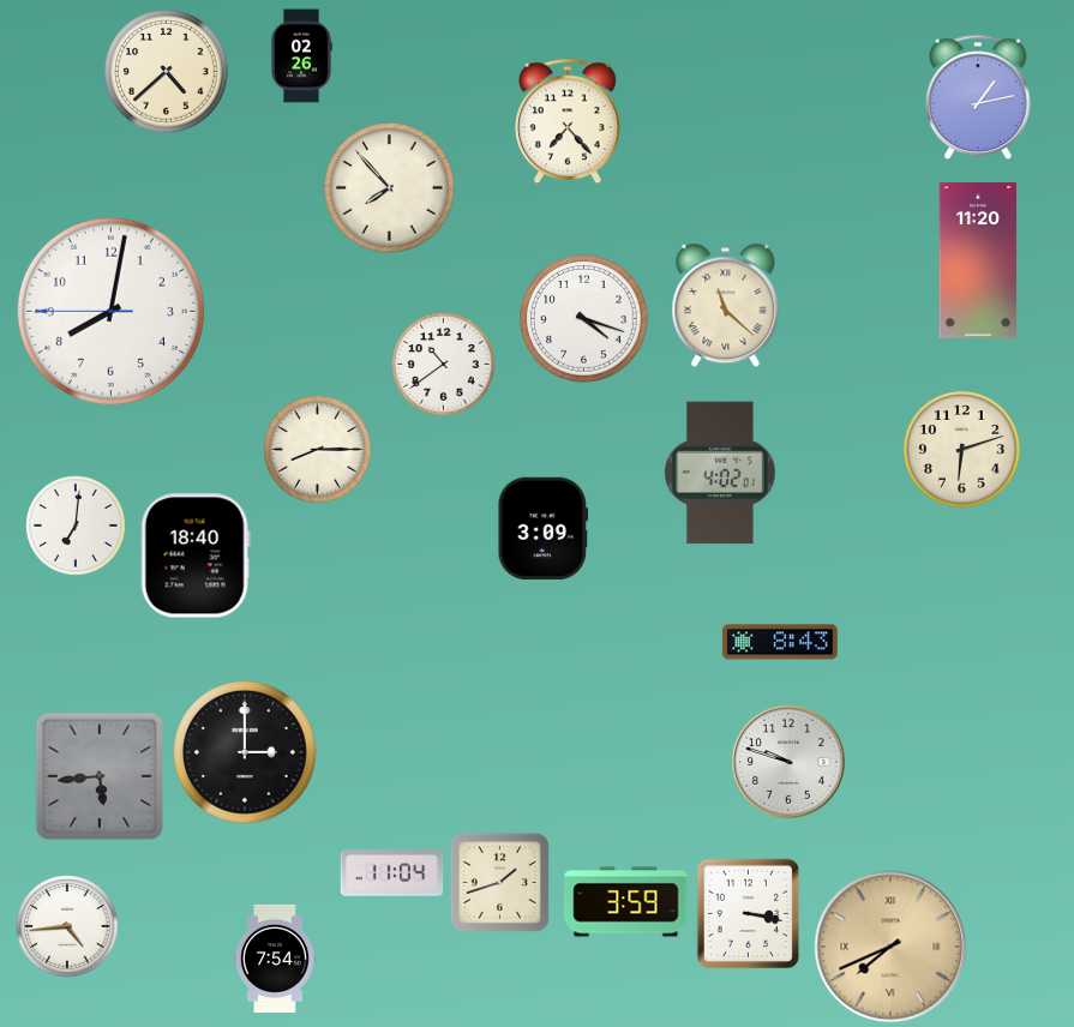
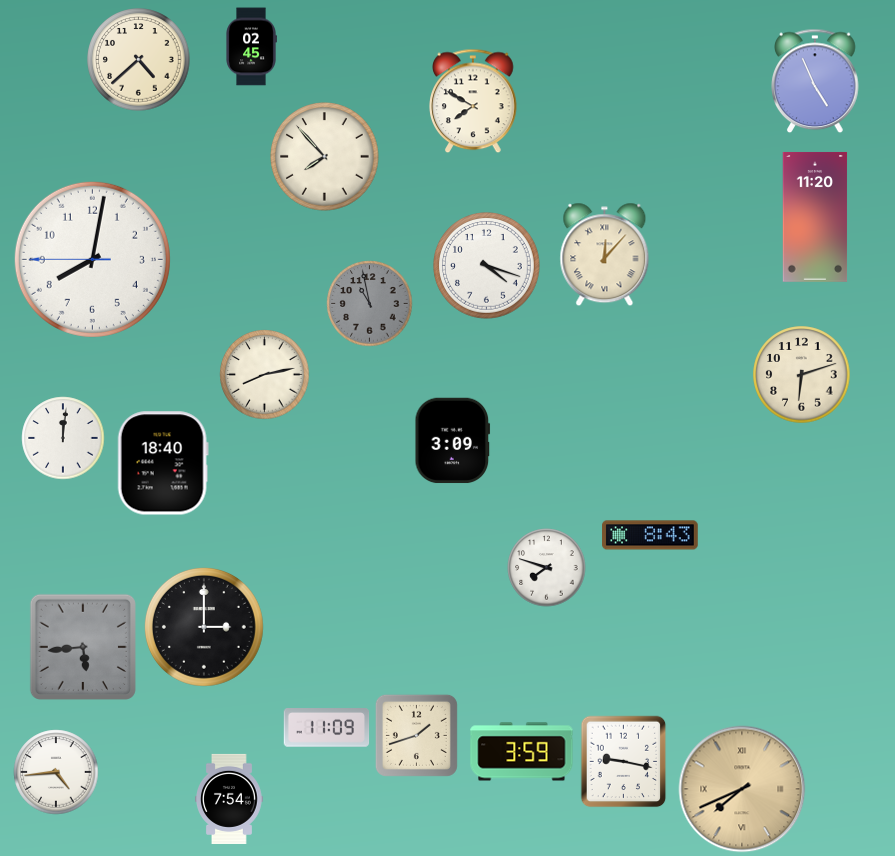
clock at (301, 56): 02:26 -> 02:45
clock at (978, 97): 1:13 -> 4:56
clock at (568, 121): 7:23 -> 7:50
clock at (726, 306): 11:22 -> 12:07
clock at (444, 365): 10:39 -> 10:58
clock at (444, 365) dial: white -> grey
clock at (318, 450): 8:15 -> 8:13
clock at (720, 473): 4:02 -> none
clock at (76, 525): 7:01 -> 12:01
clock at (547, 568): none -> 7:48
clock at (790, 763): 9:48 -> none
clock at (392, 873): 11:04 -> 11:09
clock at (749, 914): 3:17 -> 9:17
